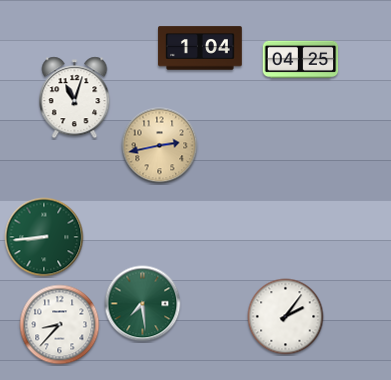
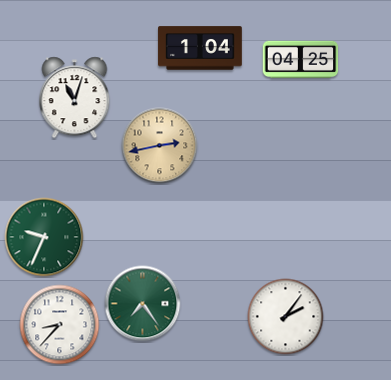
clock at (44, 237): 8:44 -> 9:34
clock at (143, 304): 7:29 -> 7:24
